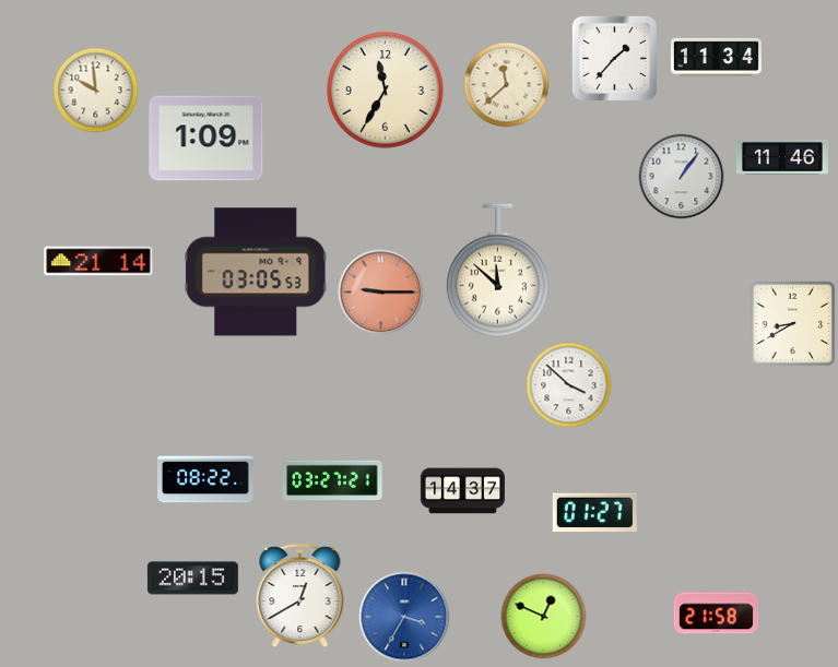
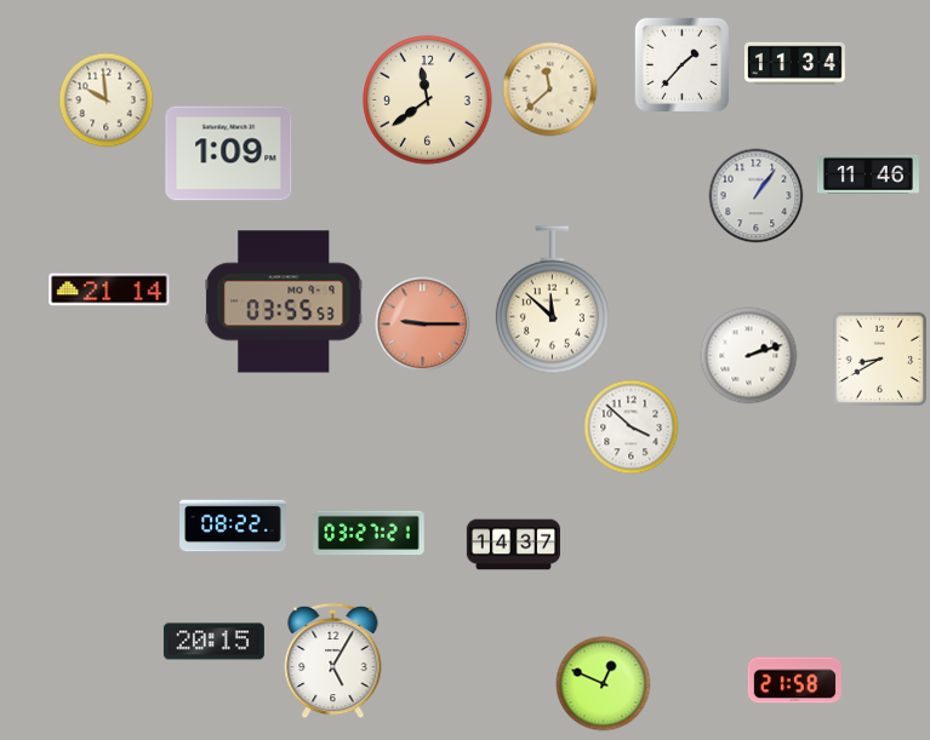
clock at (506, 84) position: (506, 84) -> (549, 88)
clock at (386, 91): 11:35 -> 11:39
clock at (256, 272): 03:05 -> 03:55
clock at (748, 355): none -> 2:12
clock at (205, 479) position: (205, 479) -> (233, 526)
clock at (594, 513): 01:27 -> none
clock at (300, 595): 12:40 -> 5:05
clock at (404, 617): 3:35 -> none
